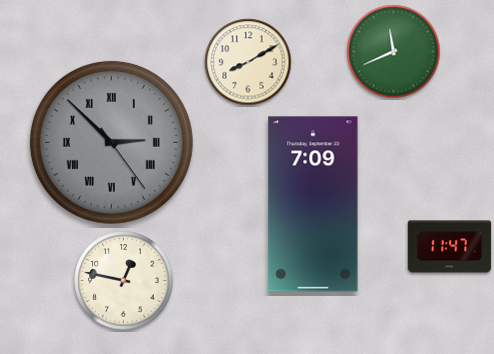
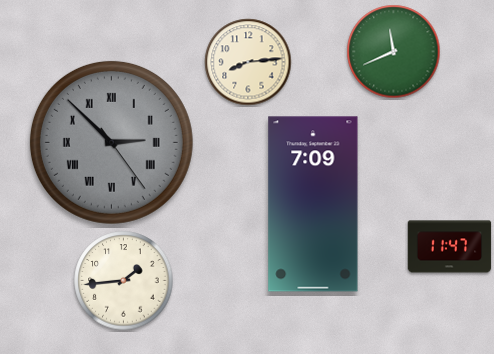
clock at (248, 62): 8:10 -> 8:14
clock at (124, 281): 12:47 -> 1:44
